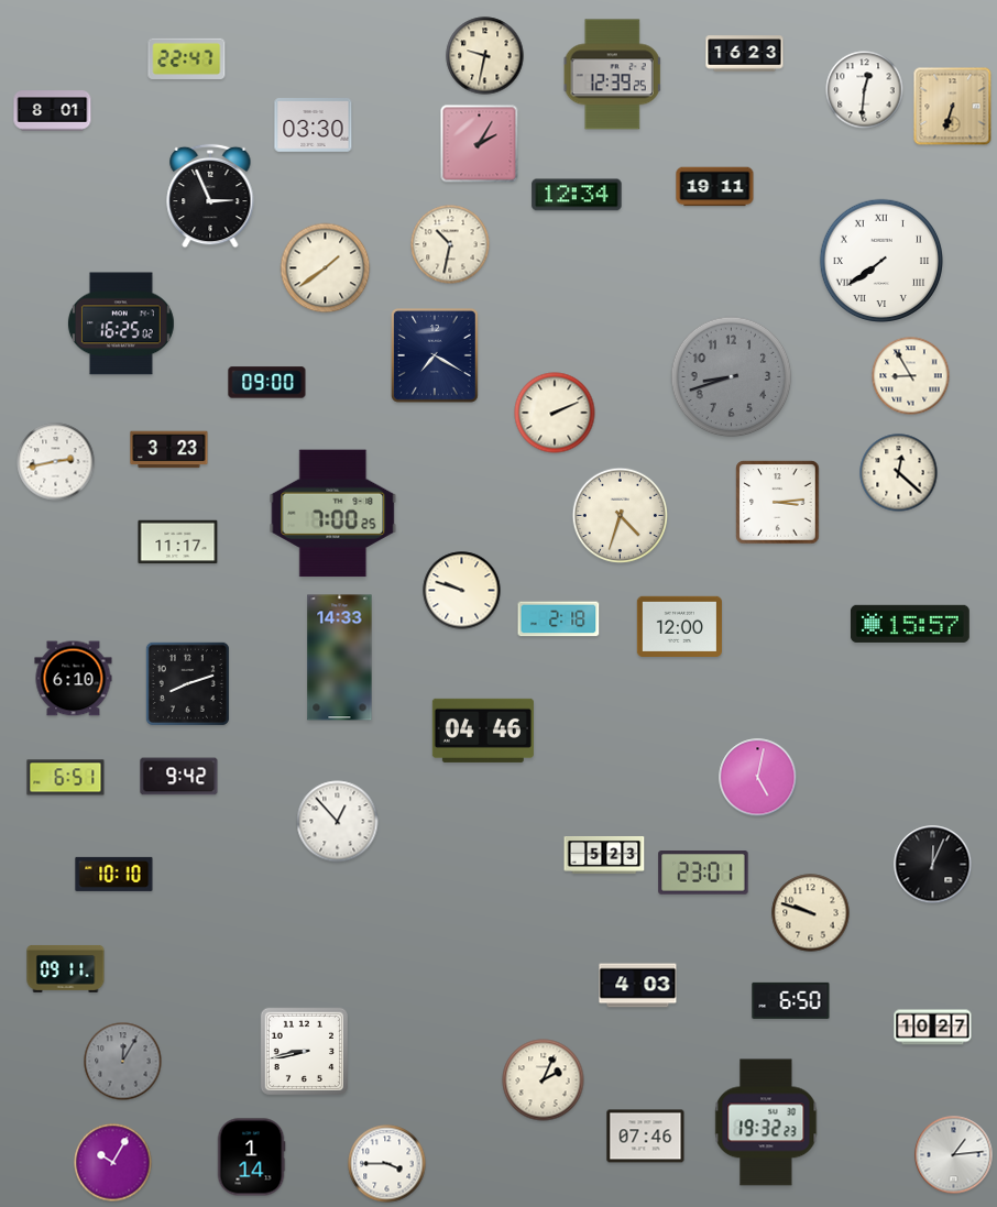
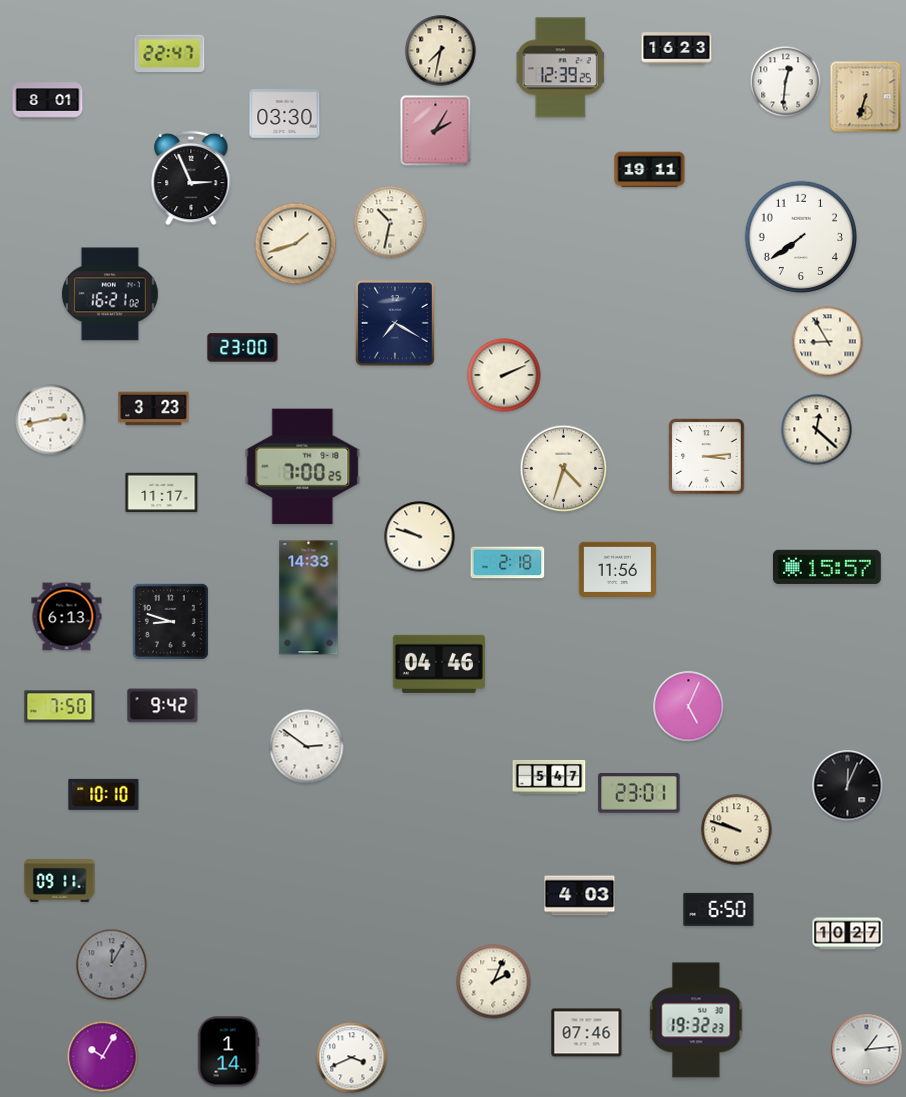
clock at (485, 56): 9:32 -> 7:32
clock at (612, 75) position: (612, 75) -> (560, 68)
clock at (577, 195): 12:34 -> none
clock at (450, 244) position: (450, 244) -> (390, 222)
clock at (880, 260) numerals: Roman -> Arabic
clock at (326, 268): 1:39 -> 1:42
clock at (121, 323): 16:25 -> 16:21
clock at (732, 377): 8:42 -> none
clock at (267, 383): 09:00 -> 23:00
clock at (679, 627): 12:00 -> 11:56
clock at (74, 679): 6:10 -> 6:13
clock at (187, 683): 8:12 -> 8:48
clock at (66, 778): 6:51 -> 7:50
clock at (758, 778): 5:02 -> 5:04
clock at (338, 822): 12:53 -> 2:51
clock at (604, 856): 5:23 -> 5:47
clock at (304, 1051): 8:43 -> none
clock at (387, 1164): 3:45 -> 3:41
